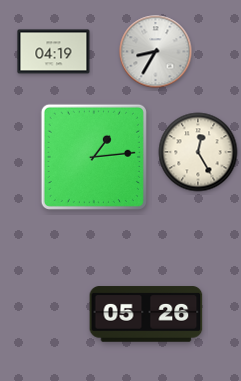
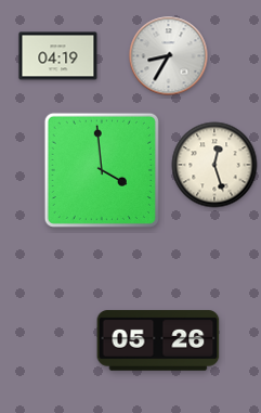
clock at (198, 152): 12:25 -> 12:27
clock at (94, 157): 1:14 -> 3:59
